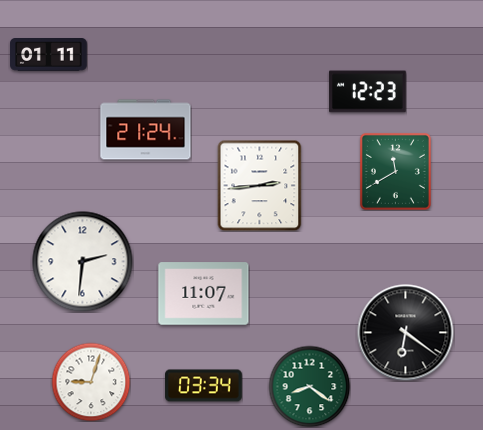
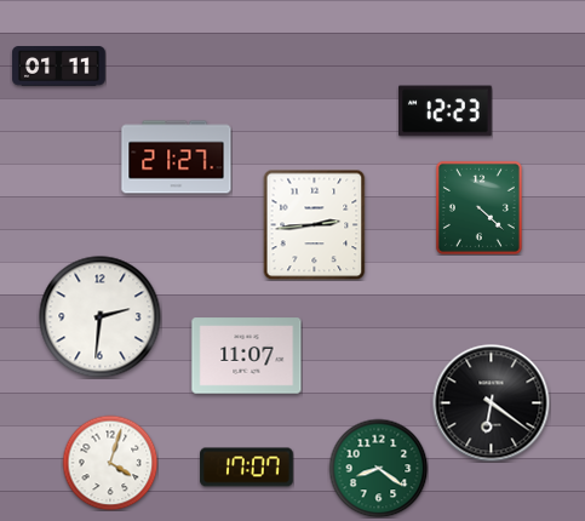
clock at (146, 130): 21:24 -> 21:27
clock at (395, 171): 11:40 -> 4:22
clock at (91, 382): 9:03 -> 4:03
clock at (204, 386): 03:34 -> 17:07
clock at (309, 386) position: (309, 386) -> (378, 468)
